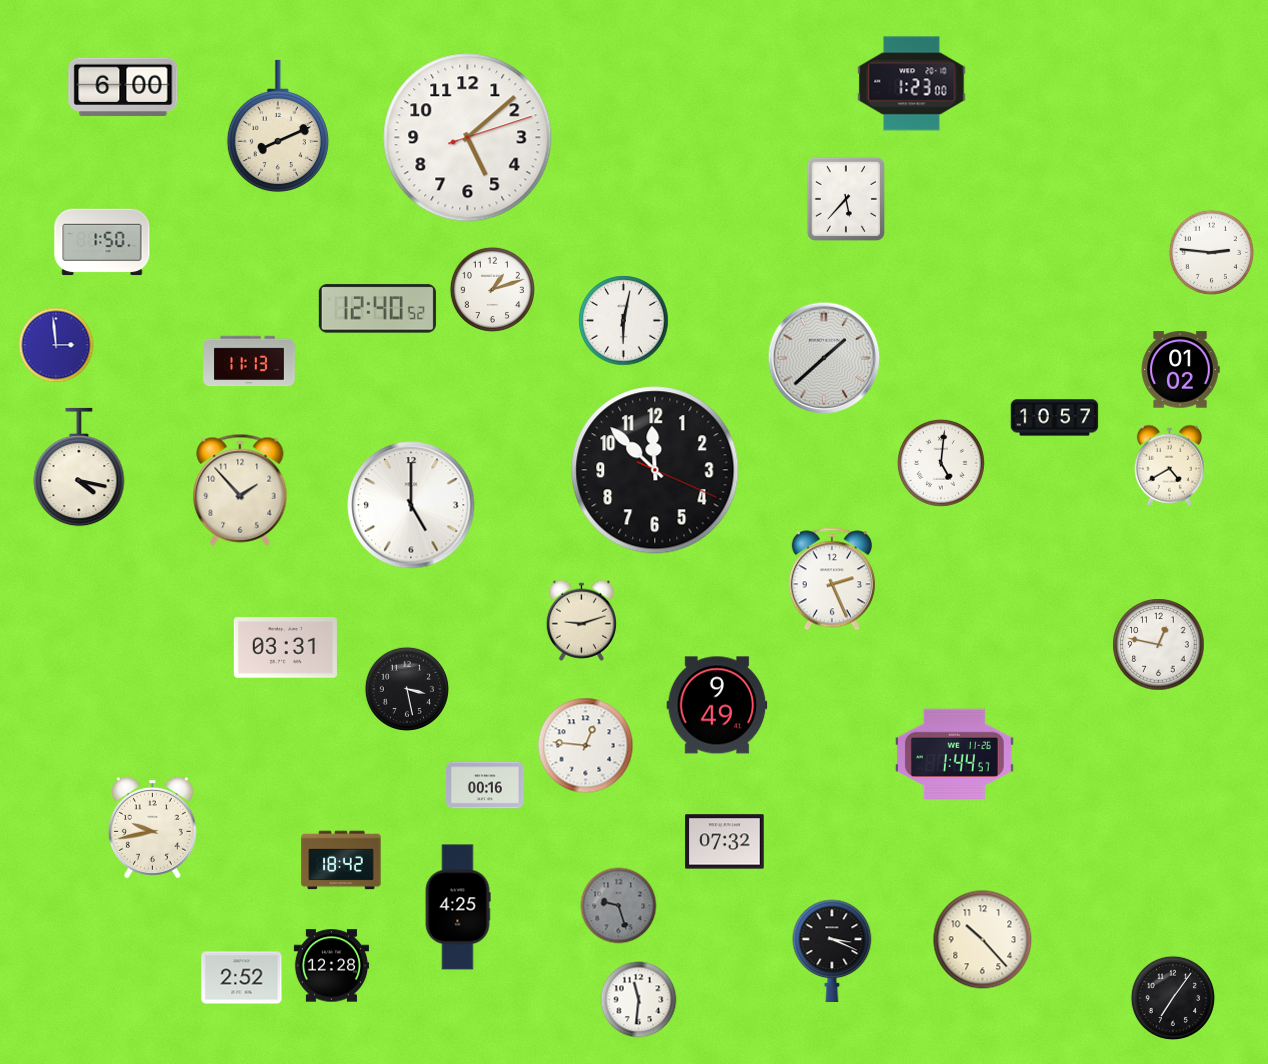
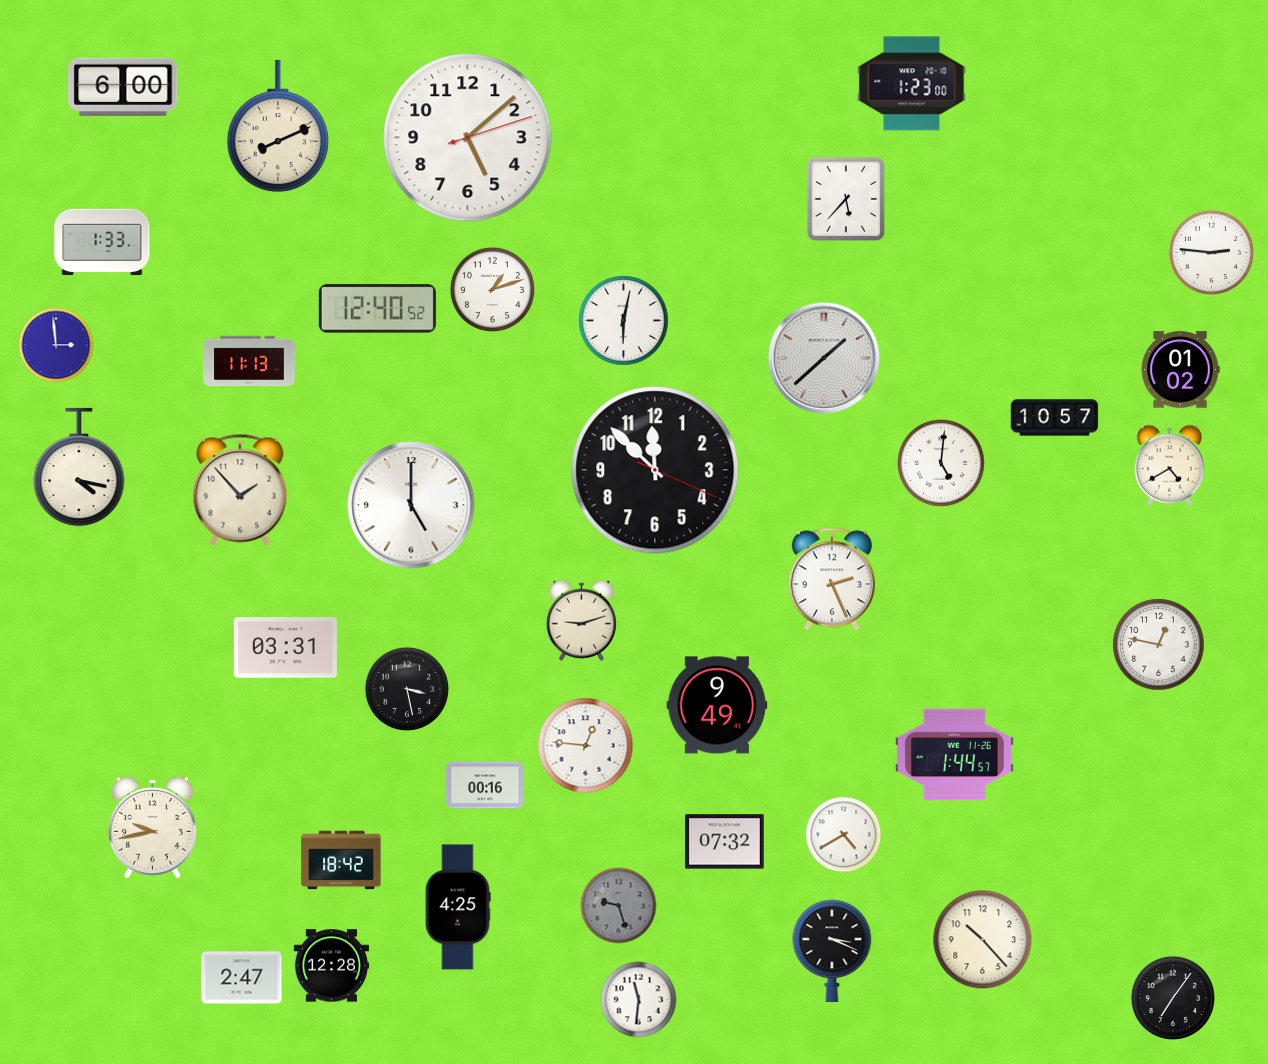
clock at (102, 242): 1:50 -> 1:33
clock at (844, 835): none -> 4:40
clock at (242, 978): 2:52 -> 2:47
